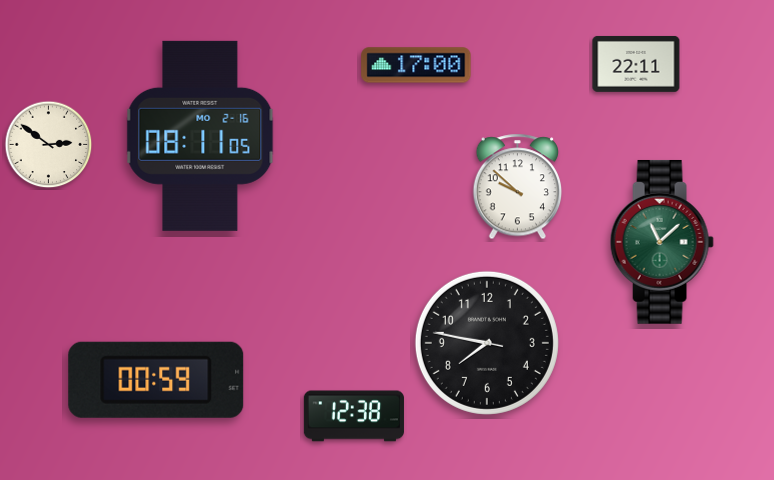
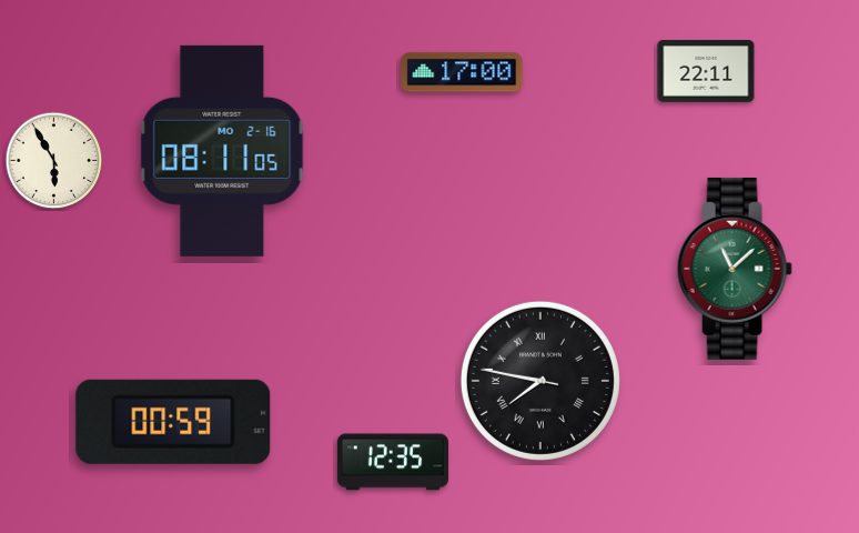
clock at (49, 145): 2:51 -> 5:55
clock at (518, 187): 9:52 -> none
clock at (487, 343) numerals: Arabic -> Roman
clock at (354, 416): 12:38 -> 12:35
